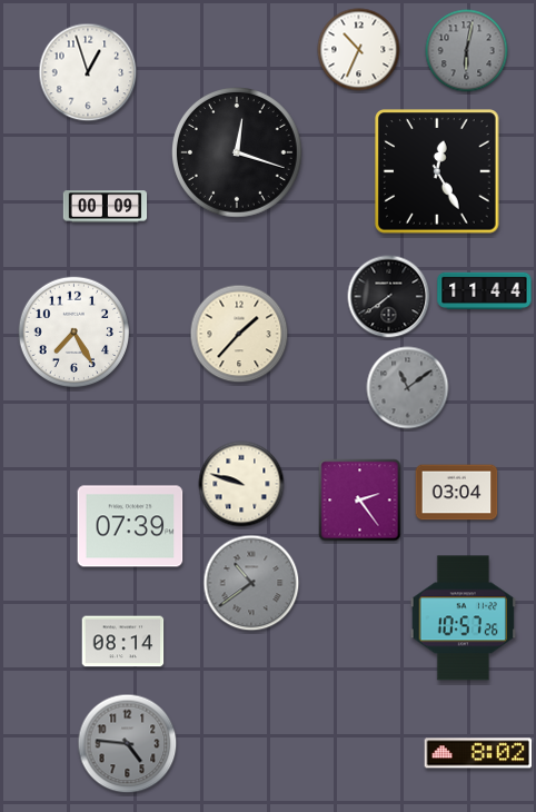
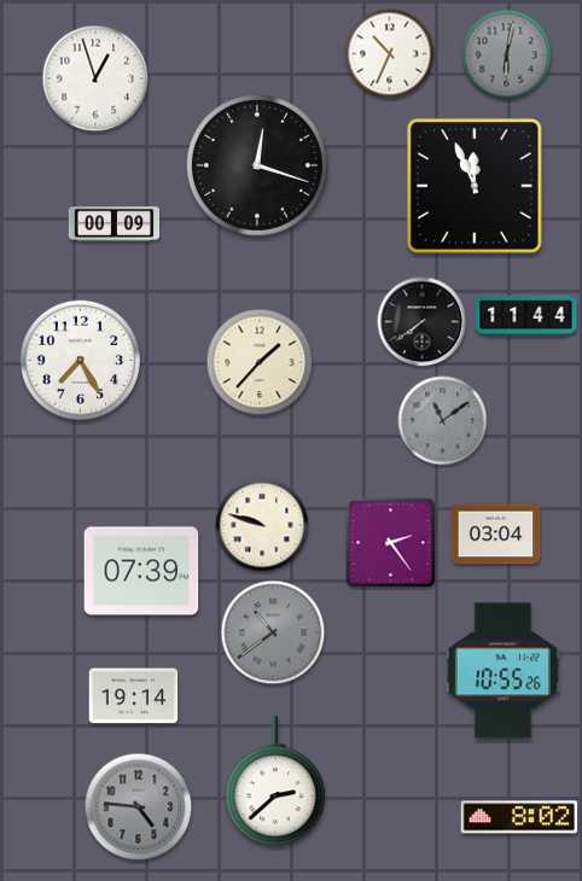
clock at (437, 171): 12:25 -> 11:56
clock at (463, 618): 10:57 -> 10:55
clock at (123, 642): 08:14 -> 19:14
clock at (275, 782): none -> 2:38
